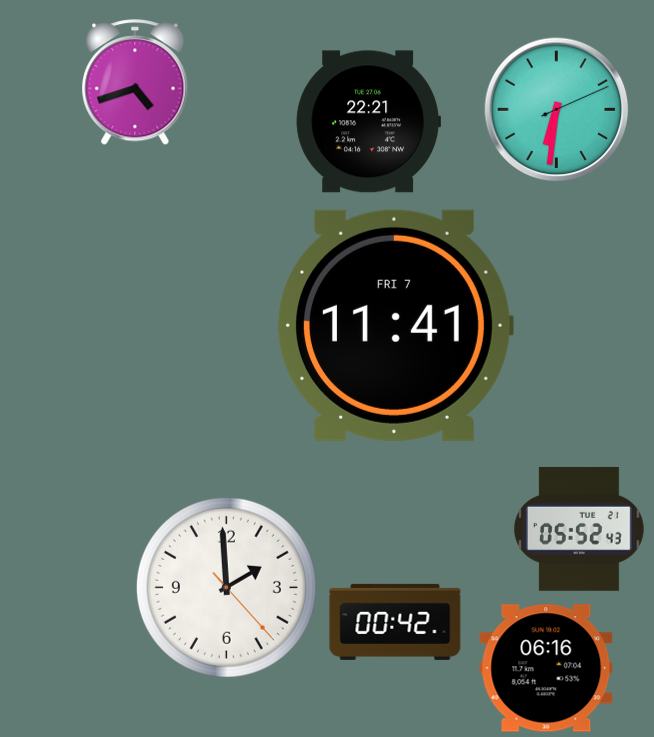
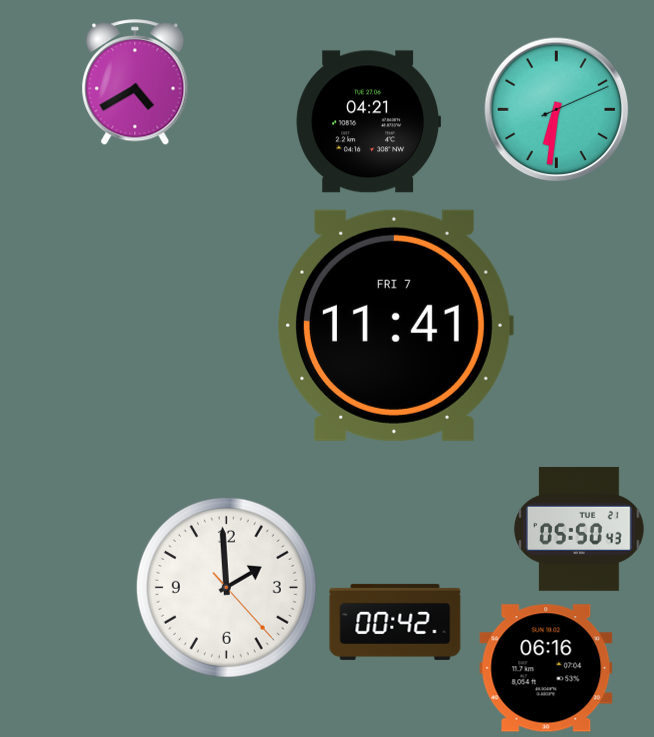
clock at (135, 83): 4:42 -> 4:40
clock at (368, 122): 22:21 -> 04:21
clock at (579, 529): 05:52 -> 05:50
